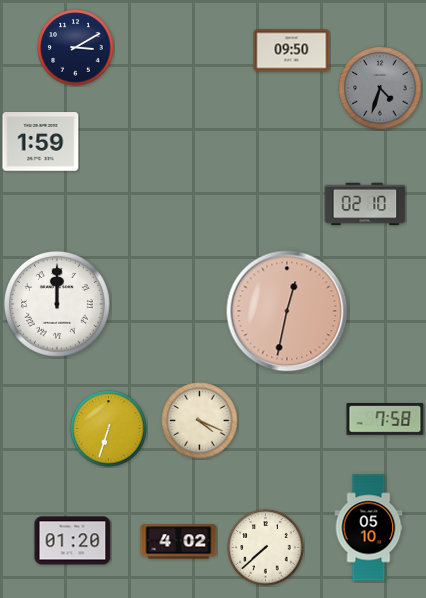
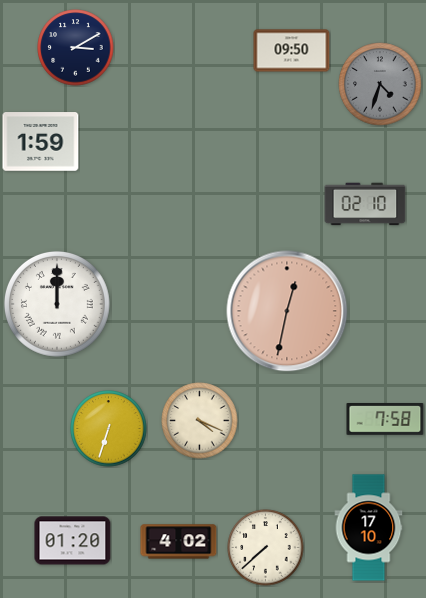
clock at (380, 88) position: (380, 88) -> (380, 84)
clock at (369, 528): 05:10 -> 17:10
